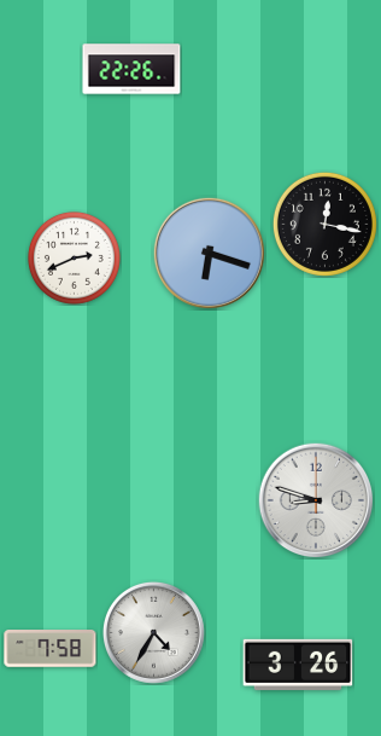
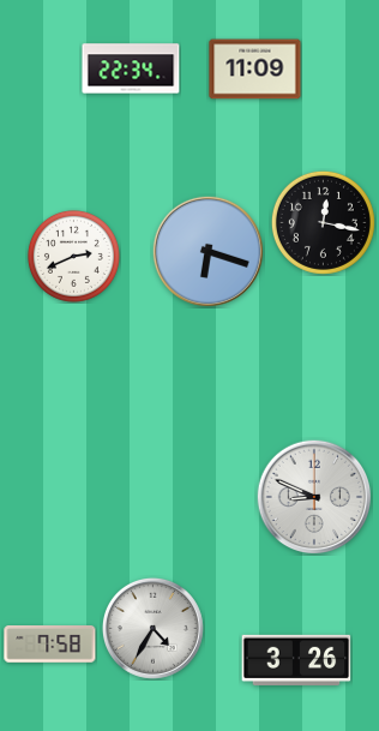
clock at (131, 69): 22:26 -> 22:34
clock at (255, 70): none -> 11:09
clock at (316, 500): 8:48 -> 8:49
